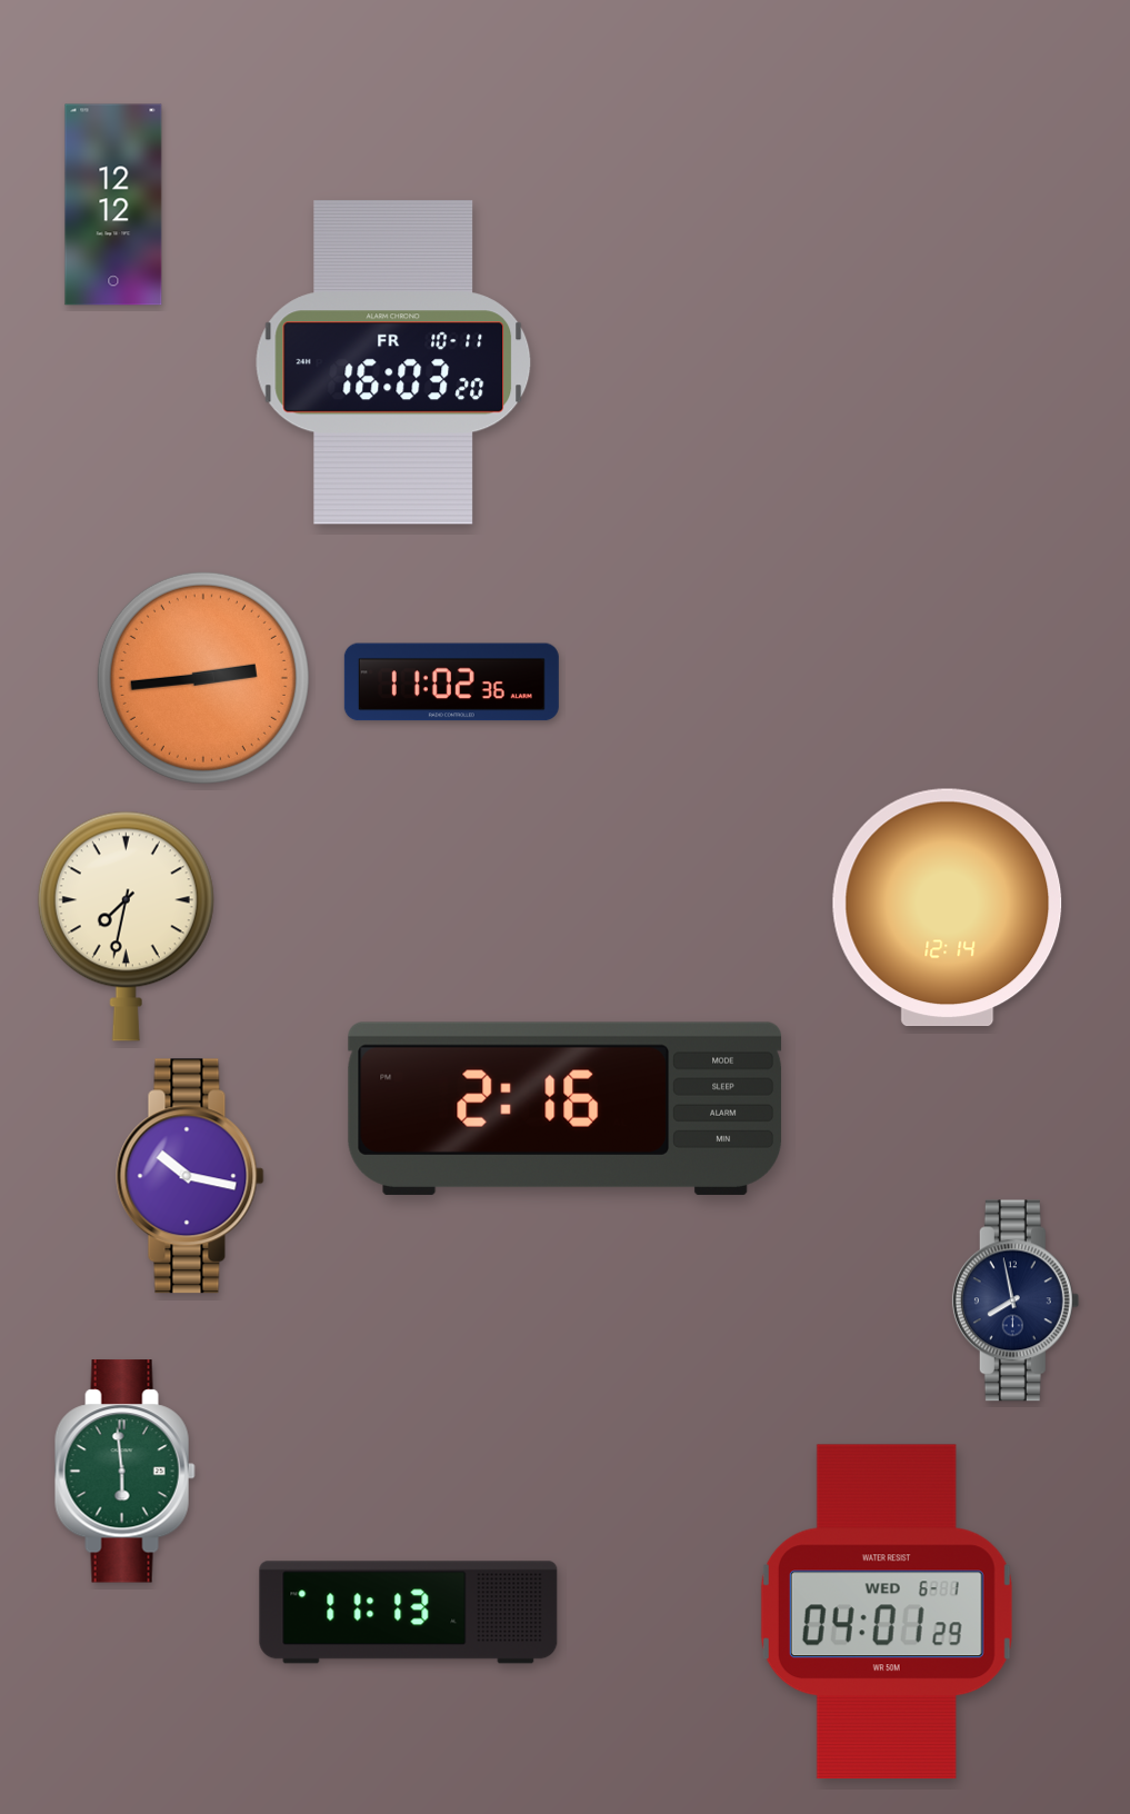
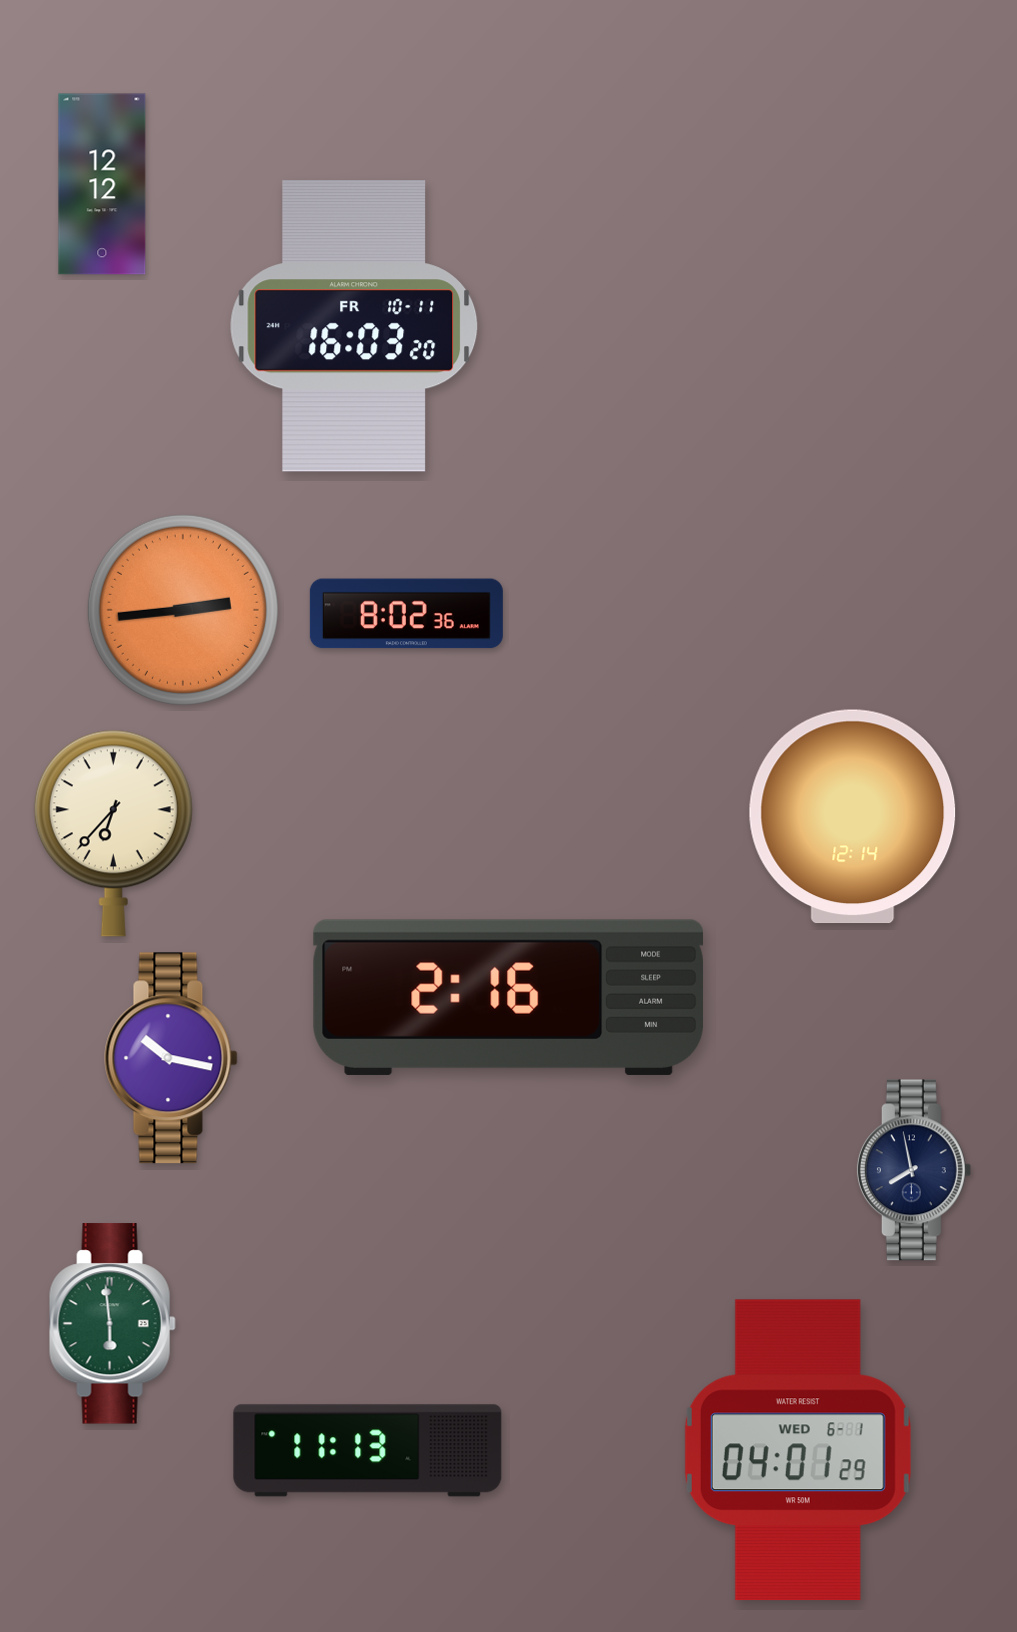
clock at (451, 682): 11:02 -> 8:02
clock at (126, 926): 7:32 -> 6:37
